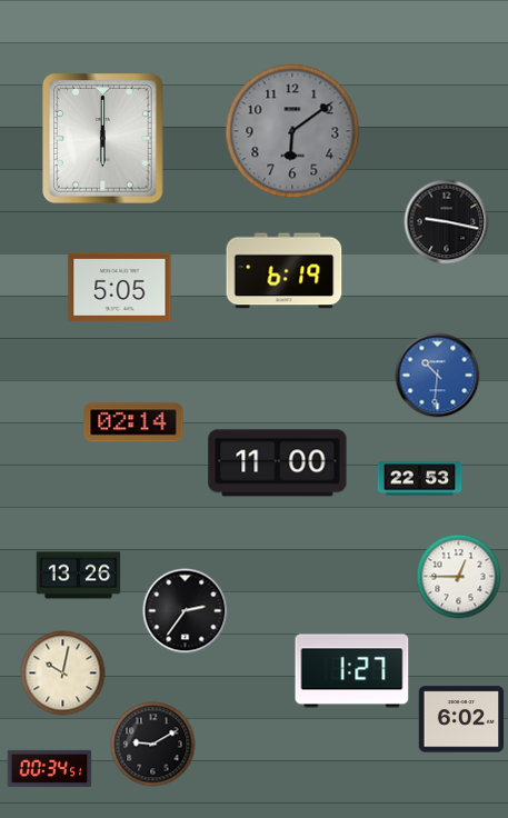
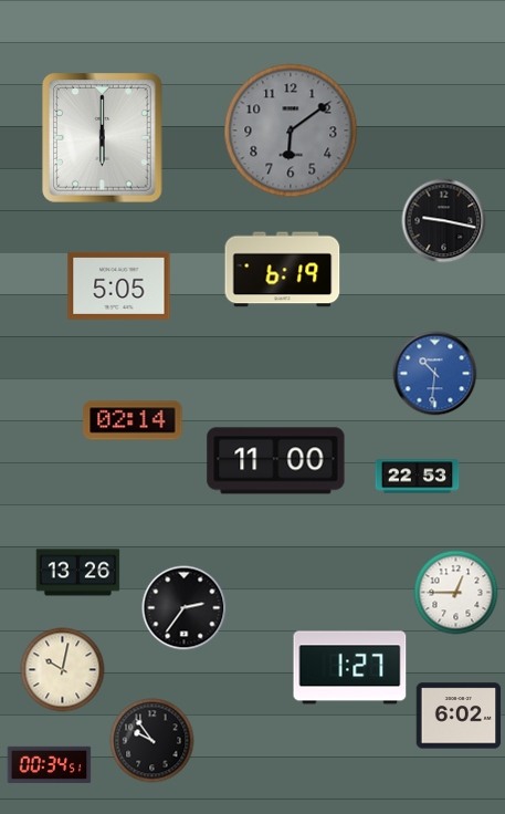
clock at (459, 577) position: (459, 577) -> (456, 593)
clock at (153, 745): 9:10 -> 9:54
